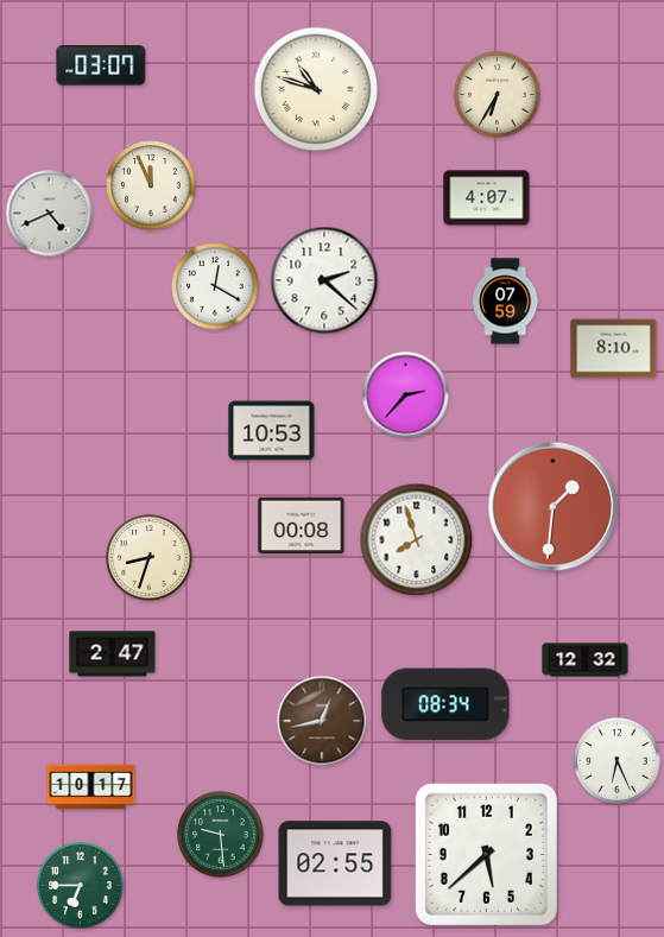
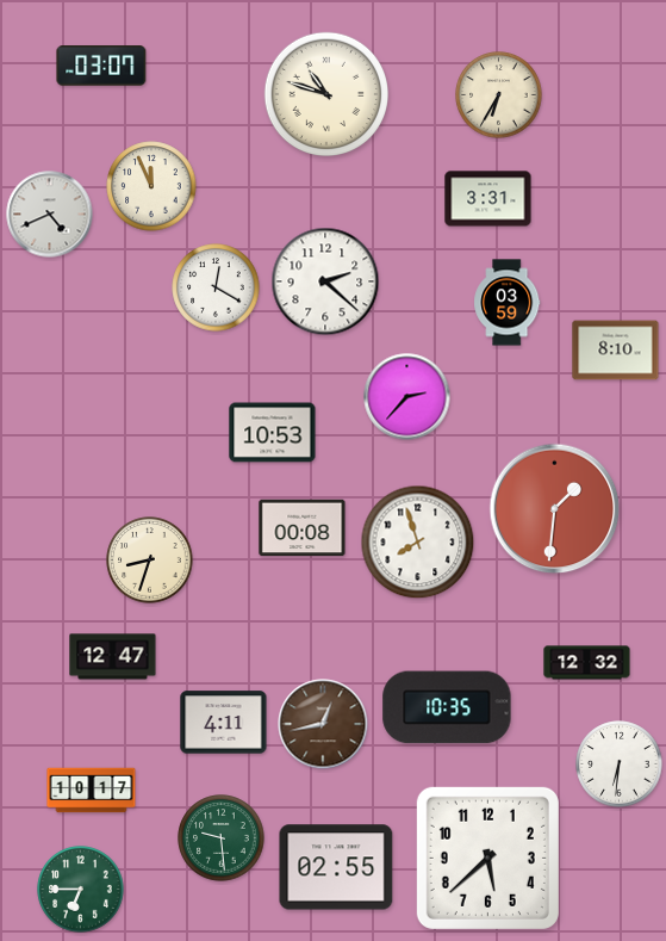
clock at (315, 88) position: (315, 88) -> (325, 93)
clock at (487, 198): 4:07 -> 3:31
clock at (506, 302): 07:59 -> 03:59
clock at (113, 654): 2:47 -> 12:47
clock at (445, 704): 08:34 -> 10:35
clock at (224, 723): none -> 4:11
clock at (618, 761): 6:26 -> 6:31
